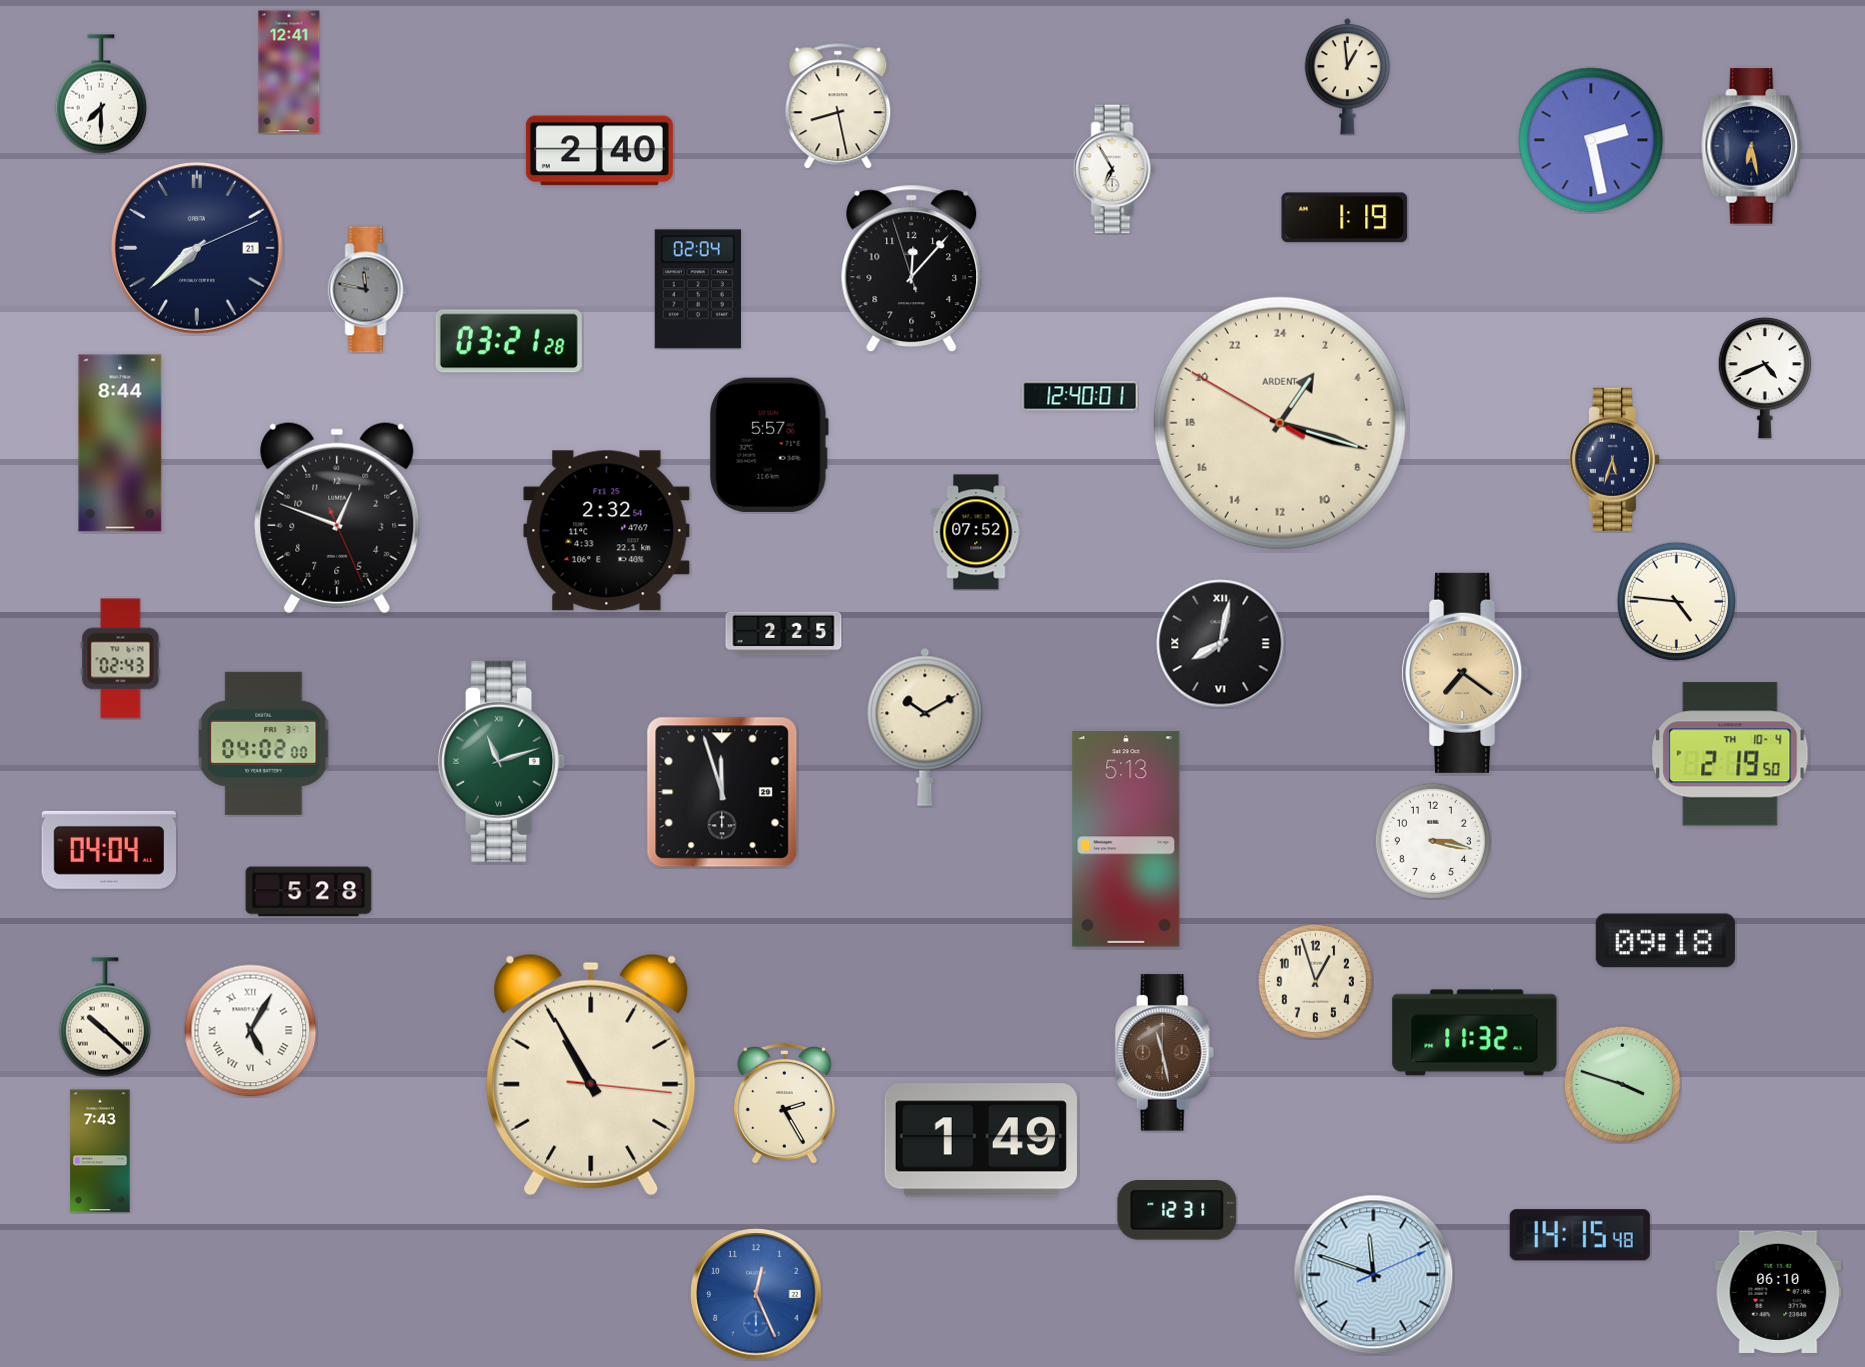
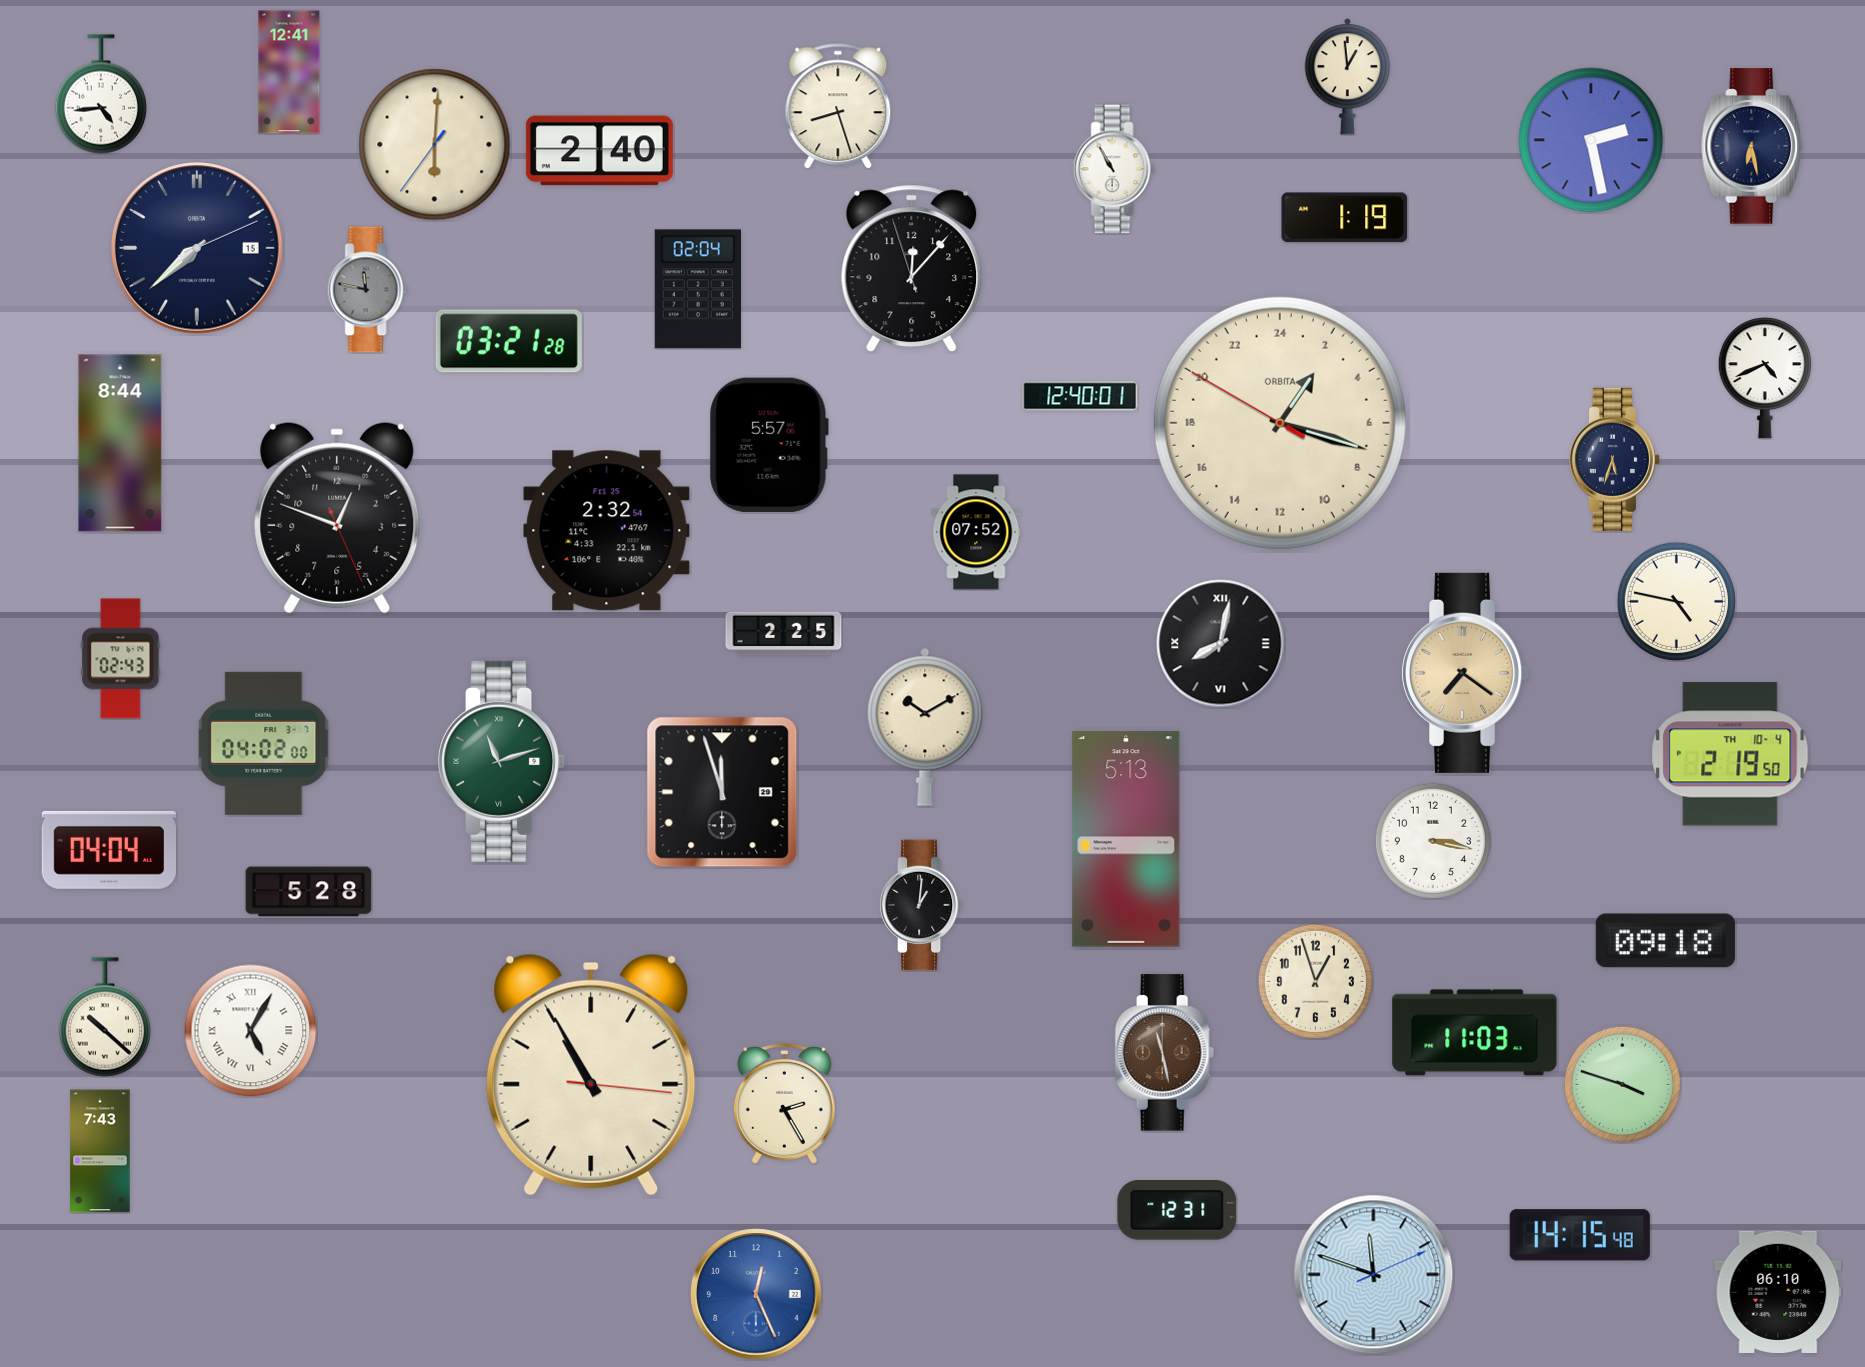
clock at (101, 94): 7:30 -> 4:44
clock at (838, 106): 8:28 -> 8:27
clock at (435, 145): none -> 6:00
clock at (1114, 169): 6:55 -> 10:55
clock at (197, 248) date: 21 -> 15
clock at (1280, 423) brand: ARDENT -> ORBITA
clock at (1676, 601): 4:46 -> 4:47
clock at (921, 905): none -> 1:01
clock at (1475, 1033): 11:32 -> 11:03
clock at (981, 1140): 1:49 -> none
